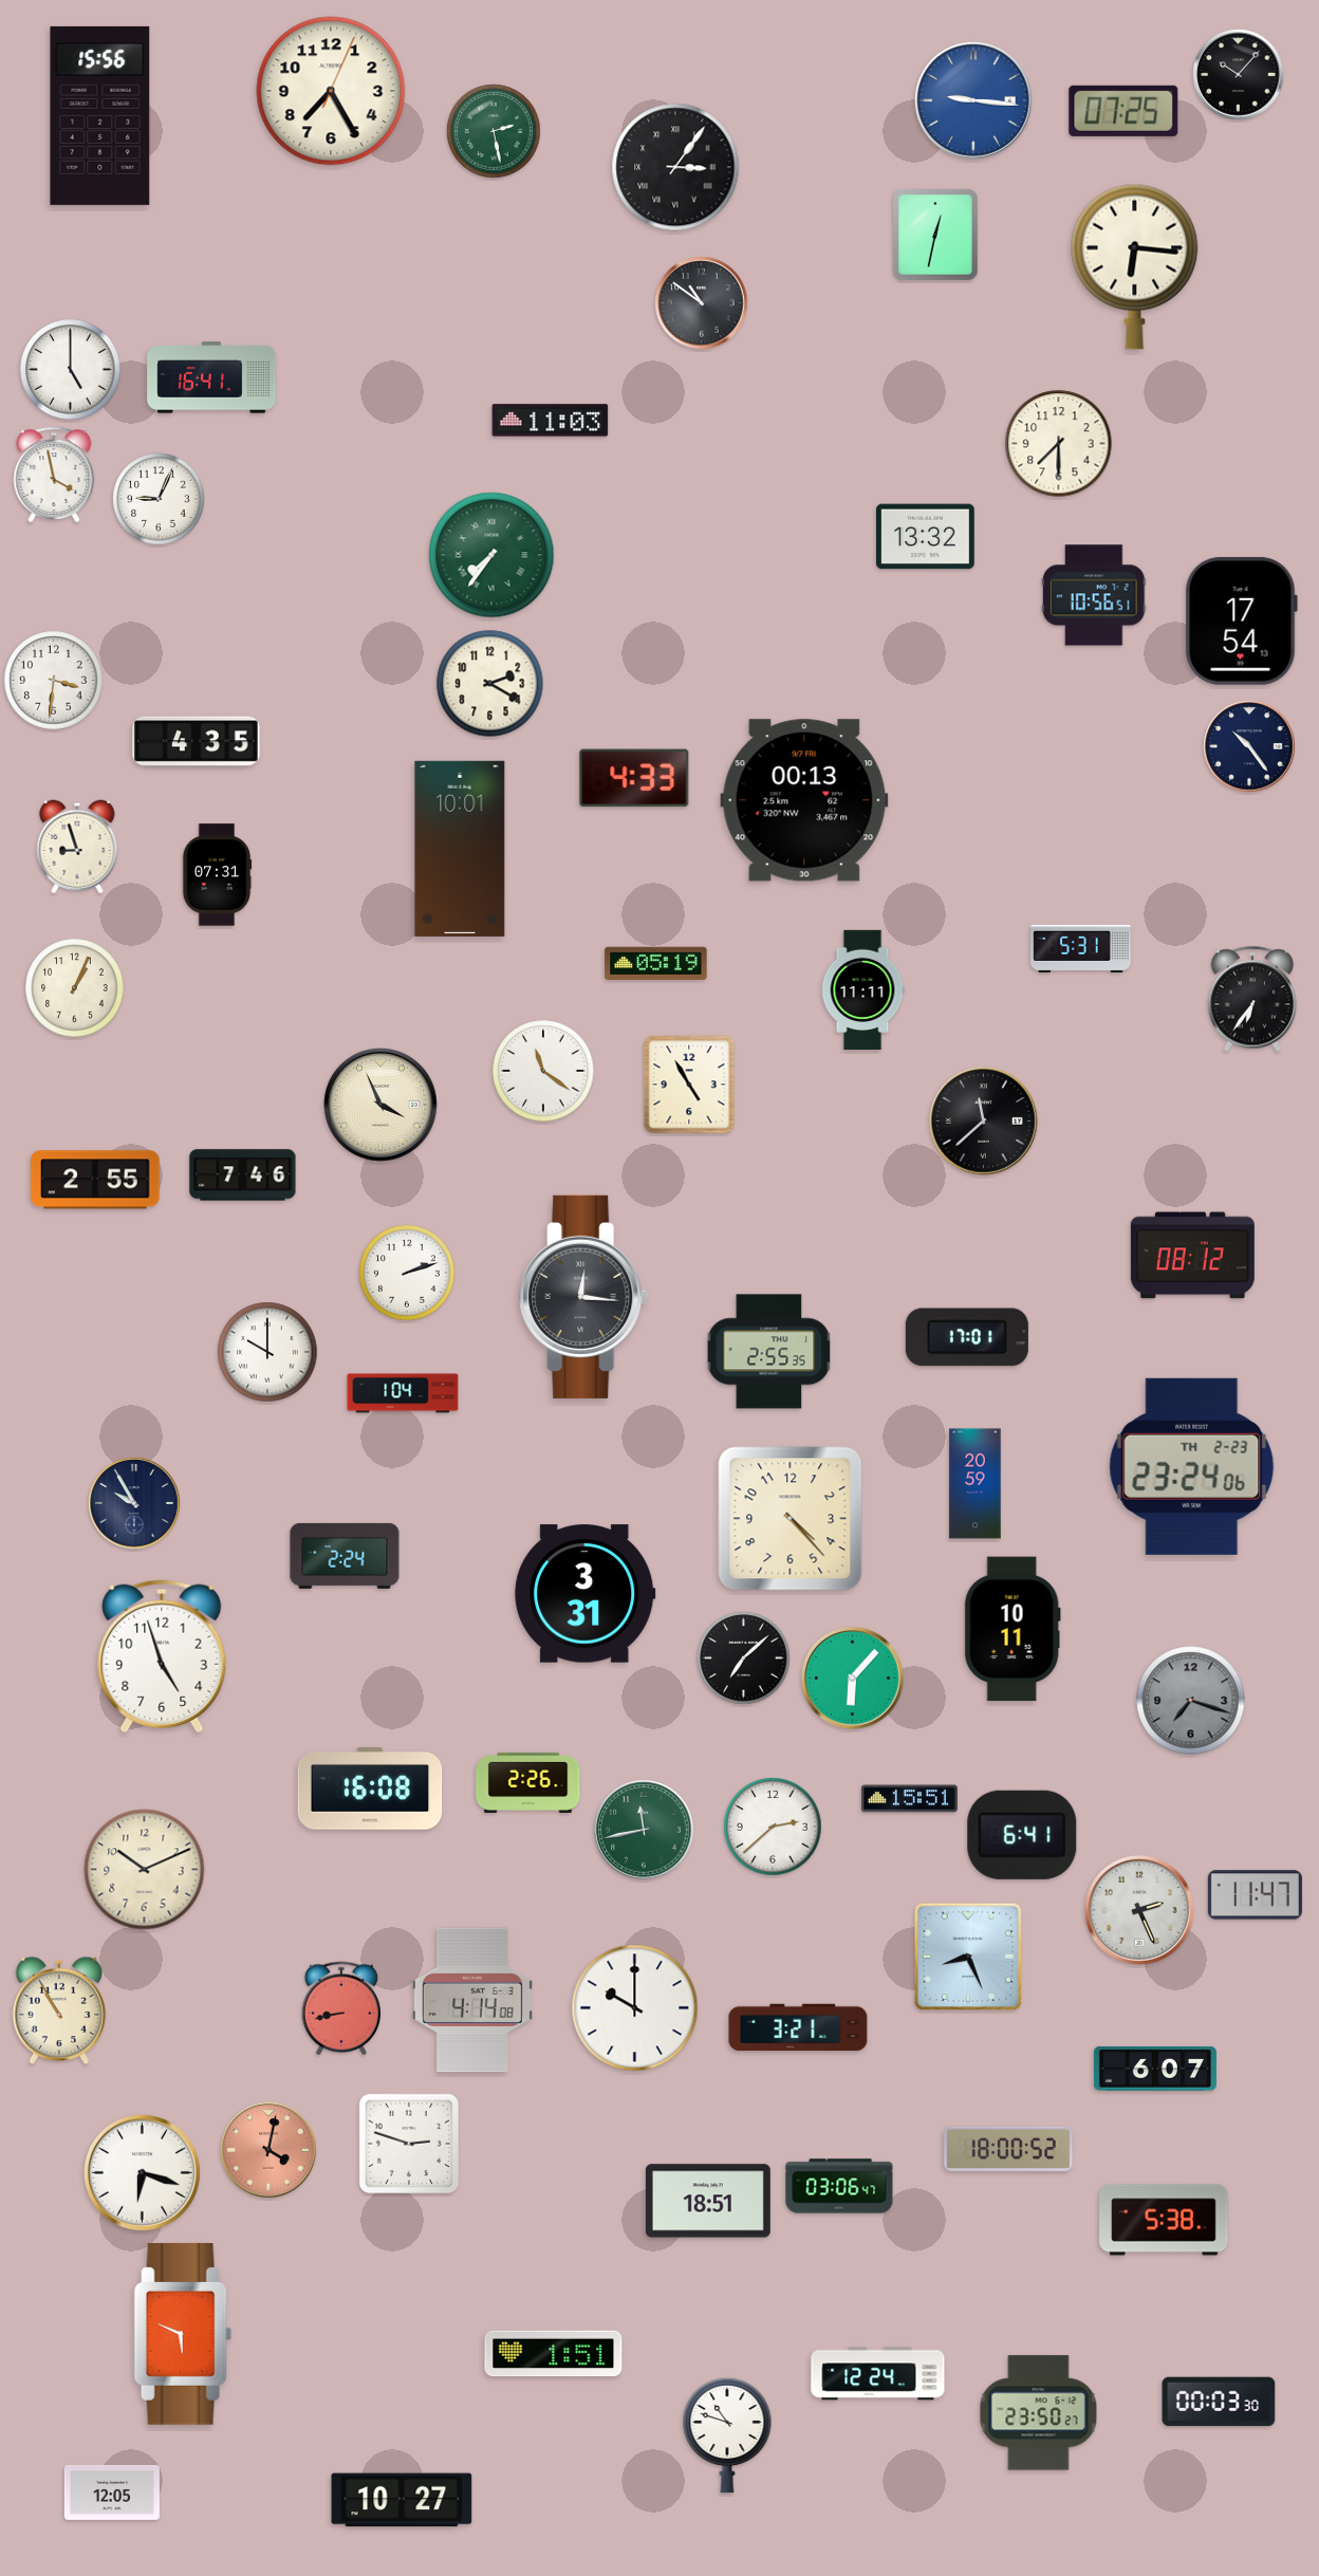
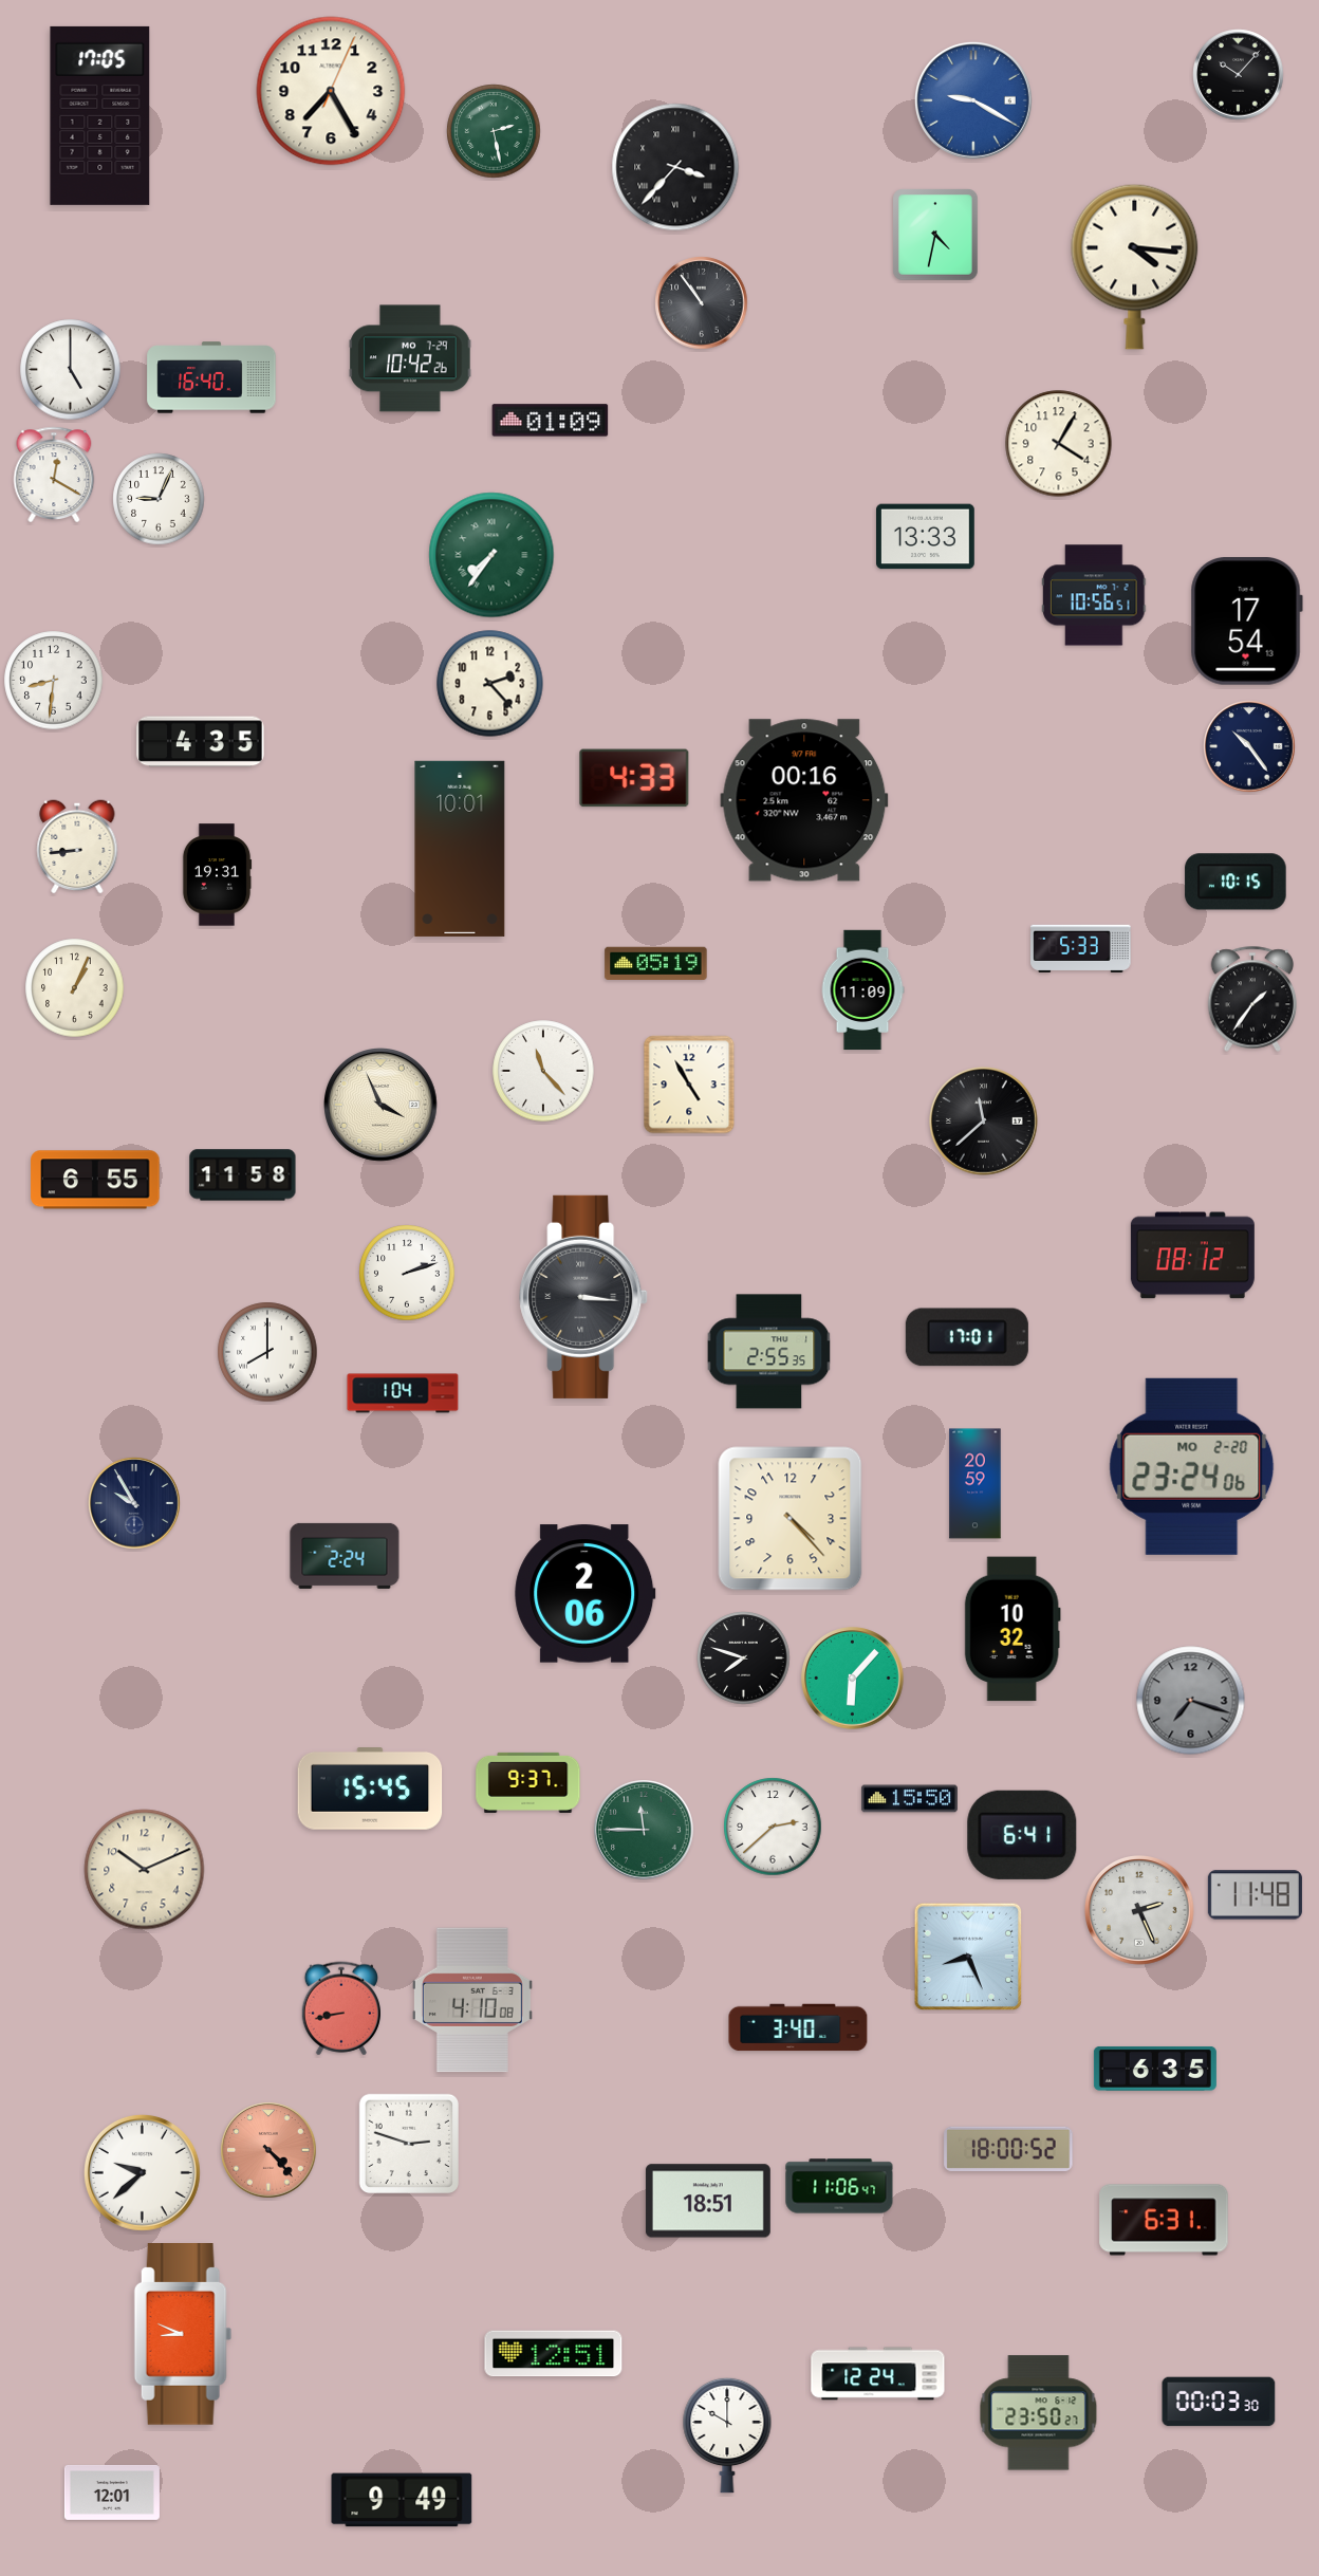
clock at (973, 100): 9:16 -> 9:20
clock at (1123, 111): 07:25 -> none
clock at (100, 115): 15:56 -> 17:05
clock at (675, 167): 3:06 -> 3:37
clock at (936, 236): 12:32 -> 4:32
clock at (1135, 266): 6:16 -> 4:16
clock at (702, 303): 10:51 -> 10:54
clock at (410, 358): none -> 10:42
clock at (211, 377): 16:41 -> 16:40
clock at (551, 421): 11:03 -> 01:09
clock at (1059, 444): 7:30 -> 4:05
clock at (54, 474): 3:58 -> 12:20
clock at (926, 537): 13:32 -> 13:33
clock at (1241, 622) position: (1241, 622) -> (1246, 622)
clock at (54, 681): 3:31 -> 8:31
clock at (490, 684): 2:20 -> 2:23
clock at (197, 742) position: (197, 742) -> (201, 742)
clock at (804, 800): 00:13 -> 00:16
clock at (77, 847): 8:57 -> 8:44
clock at (217, 875): 07:31 -> 19:31
clock at (1236, 882): none -> 10:15
clock at (1081, 949): 5:31 -> 5:33
clock at (862, 990): 11:11 -> 11:09
clock at (1252, 999): 6:36 -> 1:36
clock at (543, 1071): 11:21 -> 11:23
clock at (243, 1175): 7:46 -> 11:58
clock at (95, 1180): 2:55 -> 6:55
clock at (583, 1297): 12:16 -> 3:16
clock at (267, 1352): 10:00 -> 8:00
clock at (1192, 1466) date: TH 2-23 -> MO 2-20
clock at (586, 1594): 3:31 -> 2:06
clock at (1013, 1629): 10:11 -> 10:32
clock at (162, 1656): 4:57 -> none
clock at (744, 1658): 7:08 -> 7:48
clock at (528, 1782): 2:26 -> 9:37
clock at (370, 1790): 16:08 -> 15:45
clock at (909, 1799): 15:51 -> 15:50
clock at (644, 1830): 11:43 -> 11:45
clock at (1255, 1895): 11:47 -> 11:48
clock at (472, 2000): 4:14 -> 4:10
clock at (635, 2008): 10:00 -> none
clock at (59, 2010): 10:55 -> none
clock at (798, 2027): 3:21 -> 3:40
clock at (1155, 2069): 6:07 -> 6:35
clock at (268, 2150): 4:02 -> 4:23
clock at (142, 2172): 6:18 -> 9:38
clock at (839, 2186): 03:06 -> 11:06
clock at (1164, 2220): 5:38 -> 6:31
clock at (183, 2335): 5:49 -> 8:49
clock at (554, 2354): 1:51 -> 12:51
clock at (727, 2435): 10:48 -> 10:00
clock at (112, 2492): 12:05 -> 12:01
clock at (402, 2500): 10:27 -> 9:49
